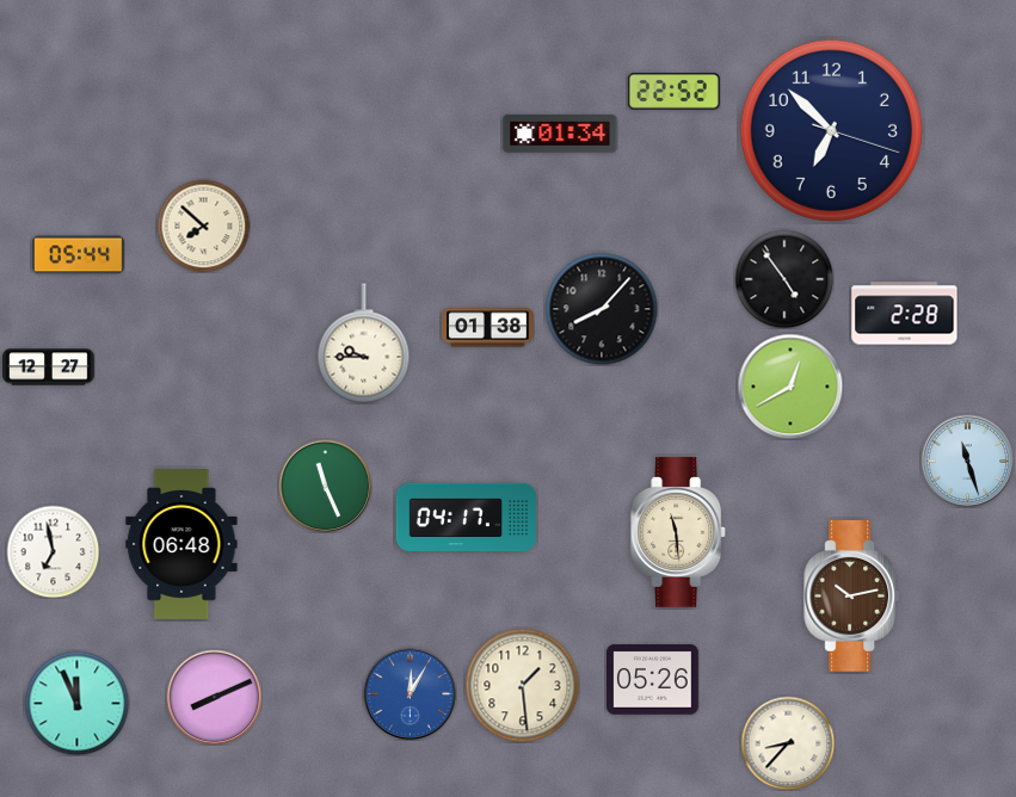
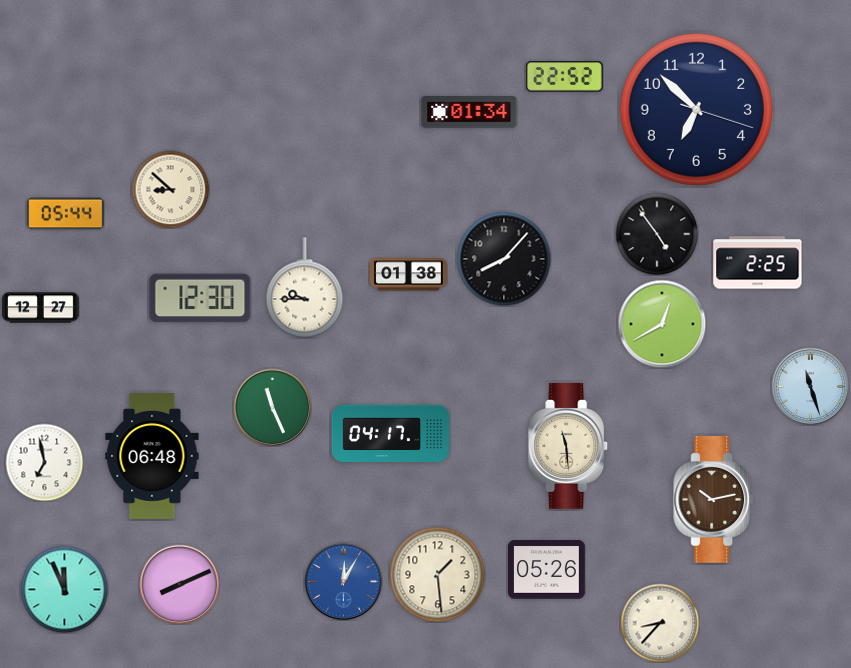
clock at (203, 225): 7:52 -> 8:52
clock at (905, 314): 2:28 -> 2:25
clock at (200, 298): none -> 12:30
